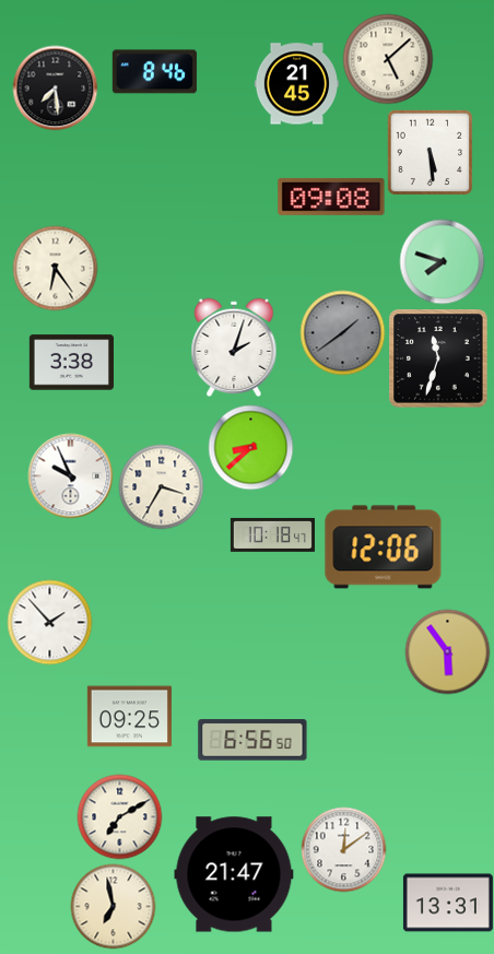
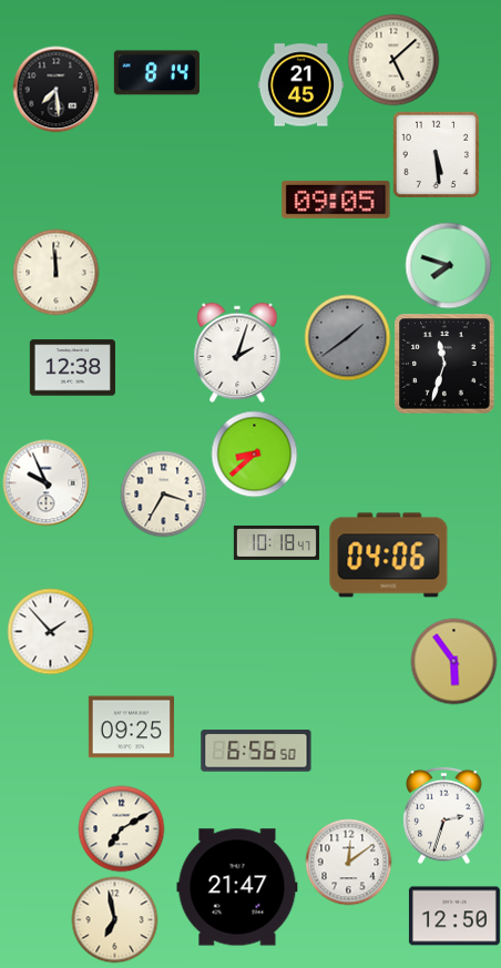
clock at (154, 72): 8:46 -> 8:14
clock at (331, 197): 09:08 -> 09:05
clock at (55, 268): 6:24 -> 11:59
clock at (71, 363): 3:38 -> 12:38
clock at (70, 475) position: (70, 475) -> (45, 482)
clock at (384, 547): 12:06 -> 04:06
clock at (444, 815): none -> 2:33
clock at (448, 903): 13:31 -> 12:50
